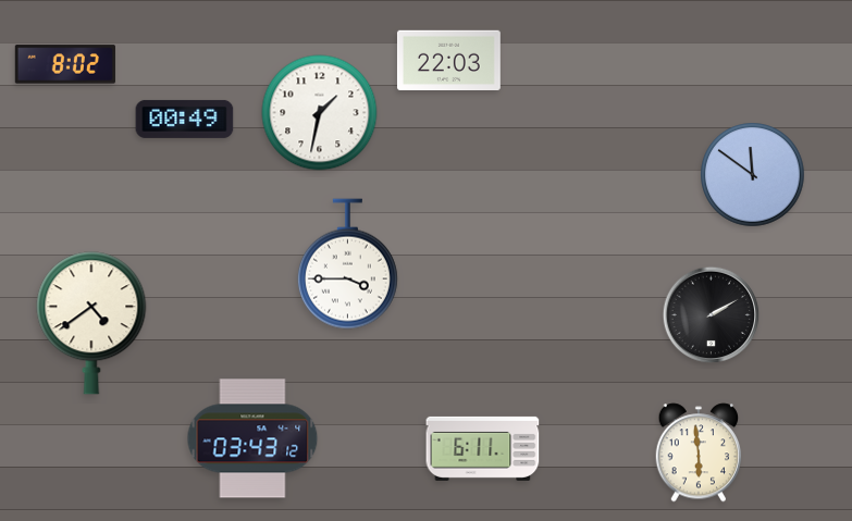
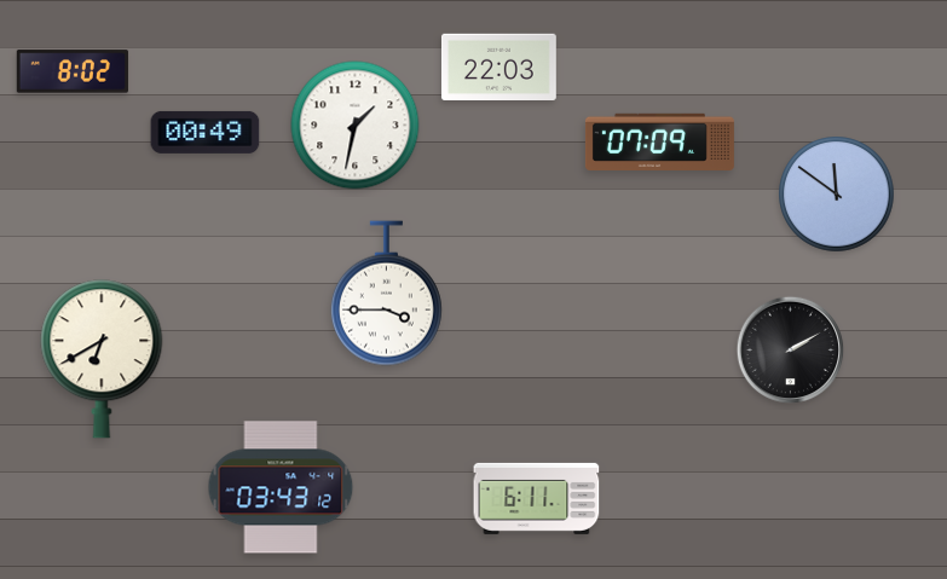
clock at (659, 141): none -> 07:09
clock at (91, 323): 4:39 -> 6:40
clock at (699, 452): 5:59 -> none
